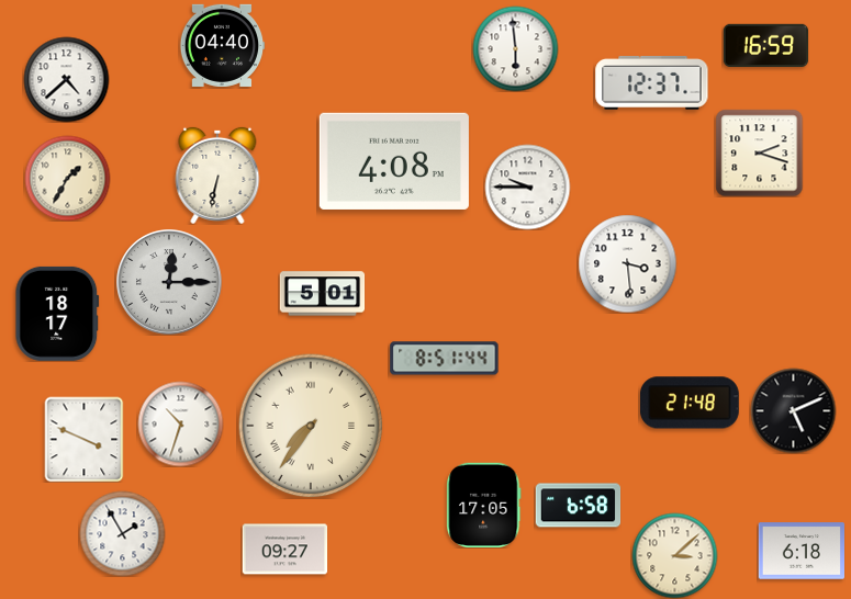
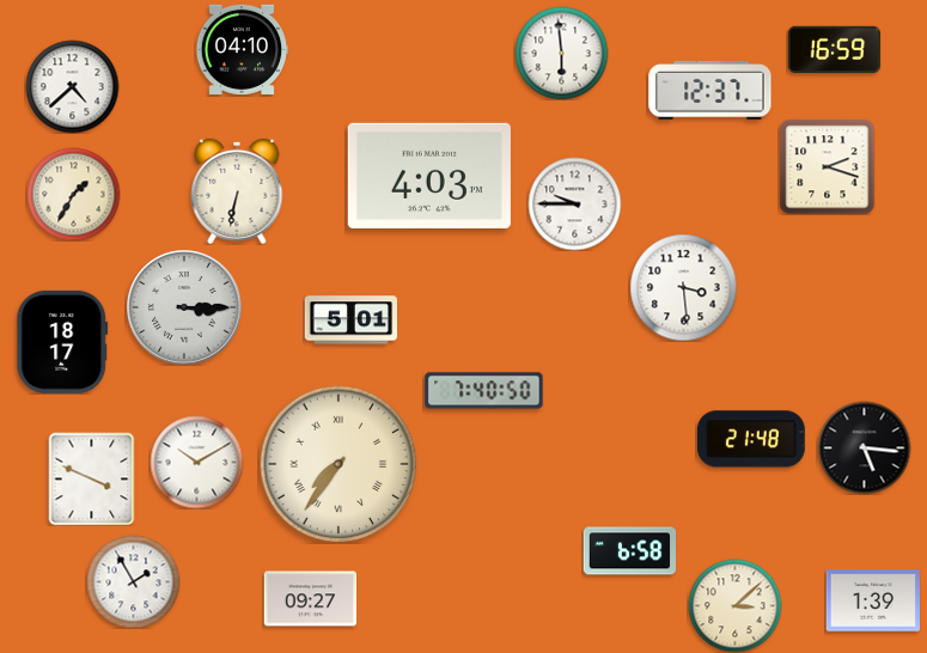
clock at (222, 45): 04:40 -> 04:10
clock at (394, 161): 4:08 -> 4:03
clock at (169, 282): 12:15 -> 3:15
clock at (445, 359): 8:51 -> 7:40
clock at (793, 410): 5:11 -> 5:16
clock at (180, 423): 10:33 -> 10:10
clock at (484, 505): 17:05 -> none
clock at (800, 551): 6:18 -> 1:39
